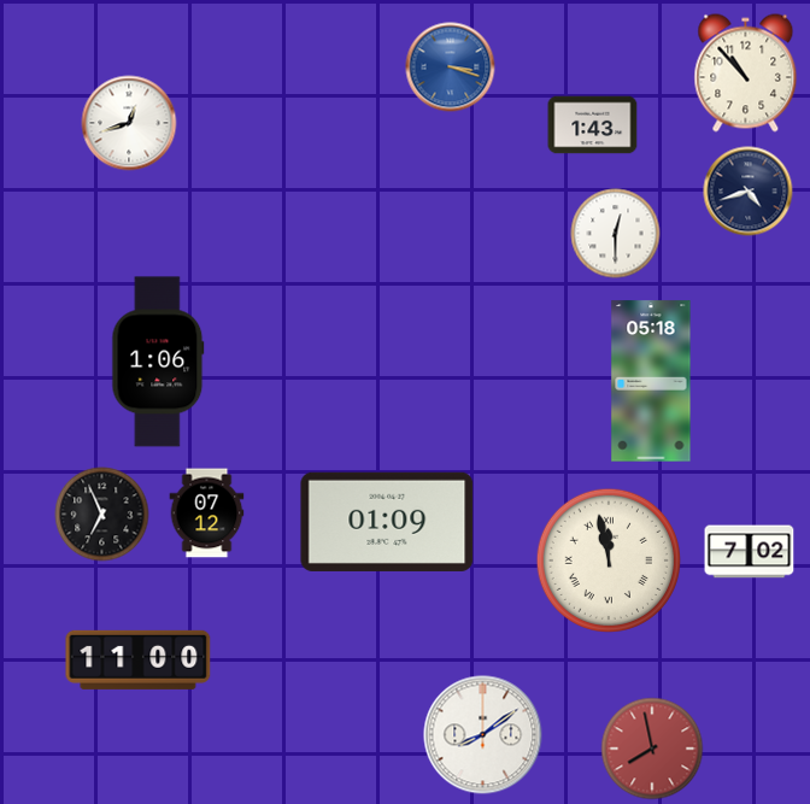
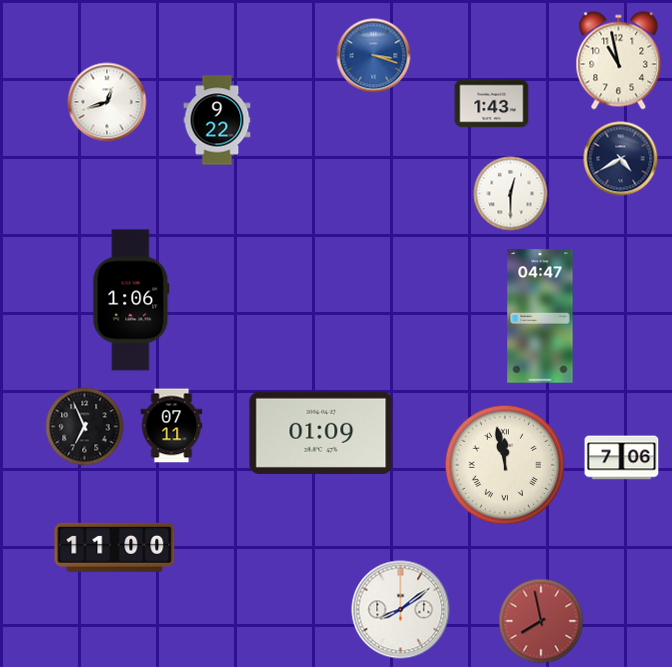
clock at (746, 74): 10:53 -> 10:58
clock at (217, 120): none -> 9:22
clock at (749, 192): 4:42 -> 4:40
clock at (651, 381): 05:18 -> 04:47
clock at (207, 513): 07:12 -> 07:11
clock at (750, 552): 7:02 -> 7:06
